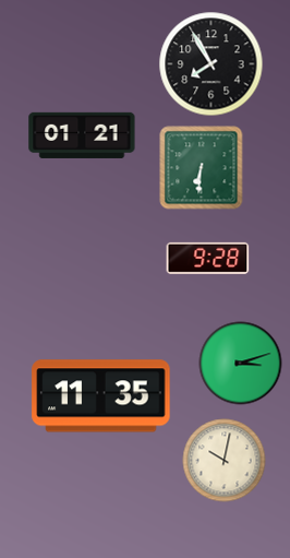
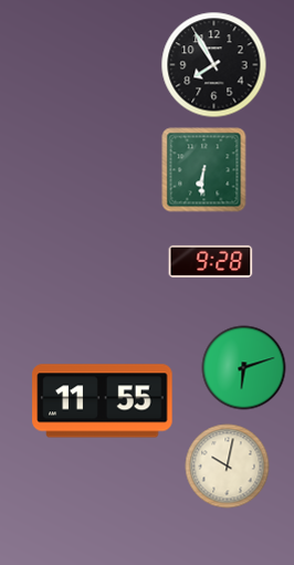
clock at (82, 135): 01:21 -> none
clock at (241, 364): 3:12 -> 6:12
clock at (101, 396): 11:35 -> 11:55
